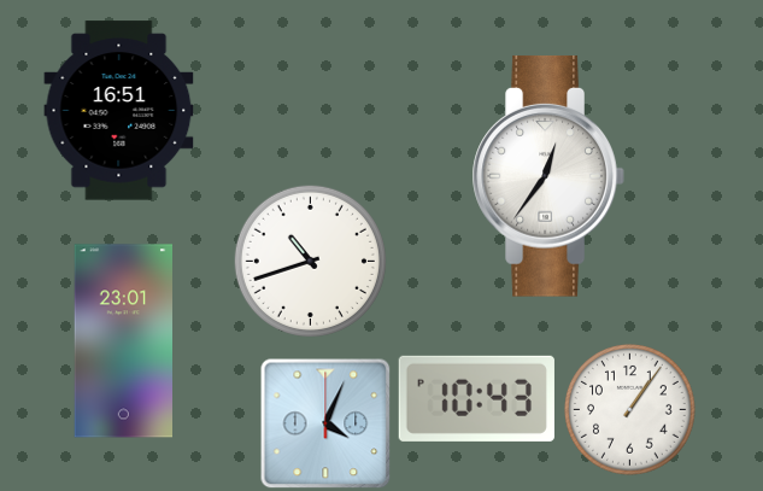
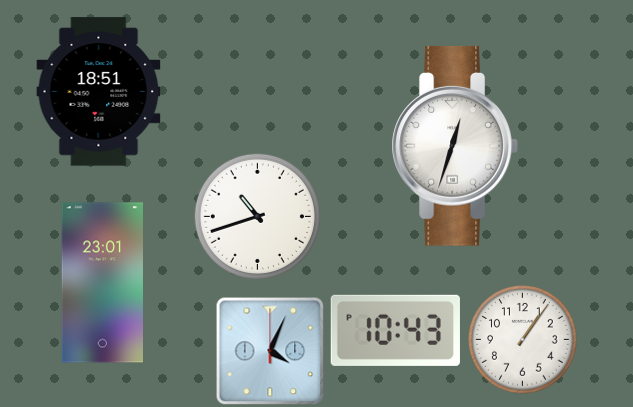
clock at (119, 111): 16:51 -> 18:51
clock at (548, 176): 12:36 -> 12:33
